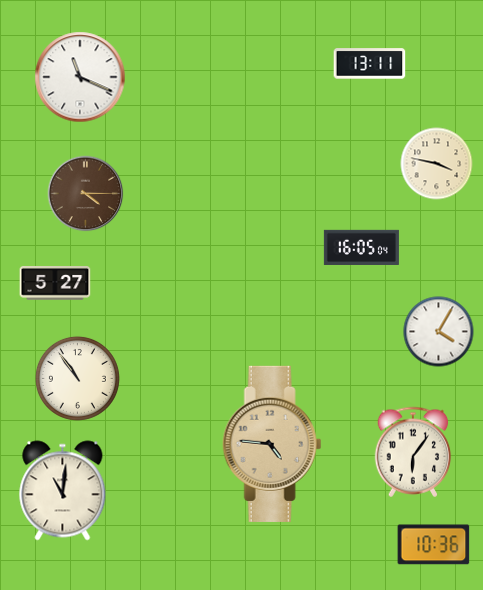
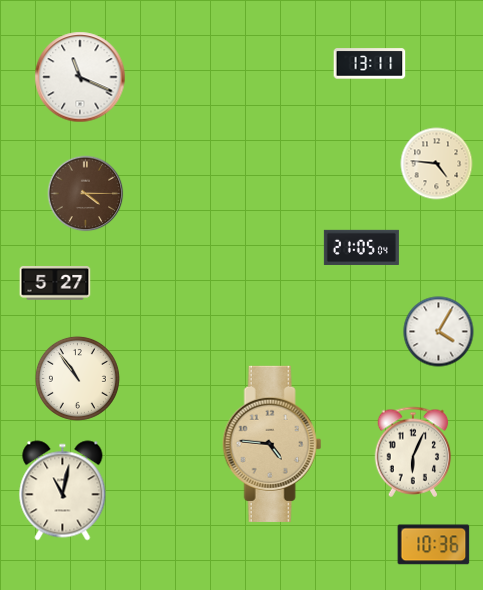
clock at (437, 164): 3:47 -> 4:46
clock at (361, 247): 16:05 -> 21:05
clock at (413, 452): 6:06 -> 6:04
clock at (63, 491): 11:01 -> 11:02
